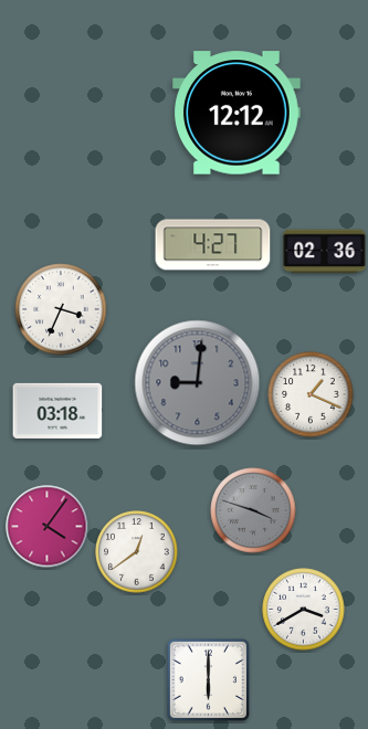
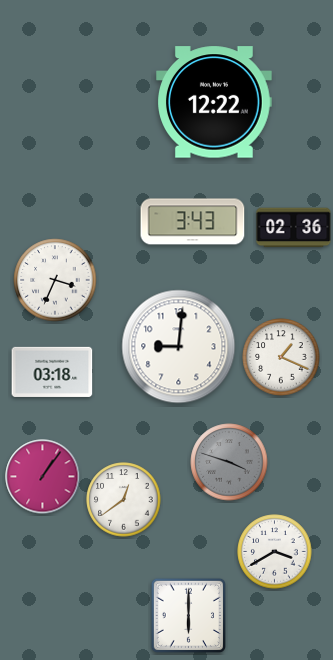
clock at (238, 113): 12:12 -> 12:22
clock at (213, 245): 4:27 -> 3:43
clock at (198, 383) dial: grey -> white
clock at (48, 527): 4:06 -> 1:06
